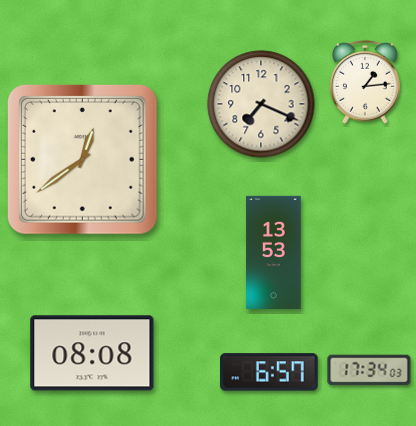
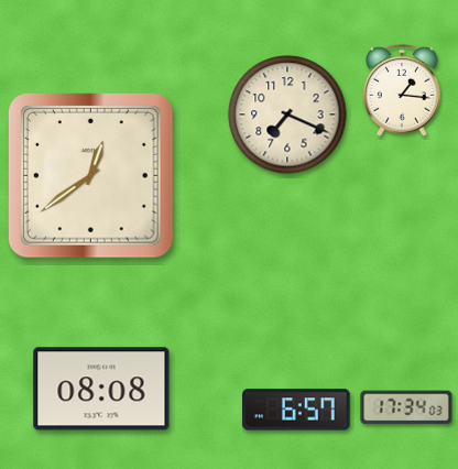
clock at (365, 82): 1:14 -> 1:16
clock at (274, 252): 13:53 -> none
